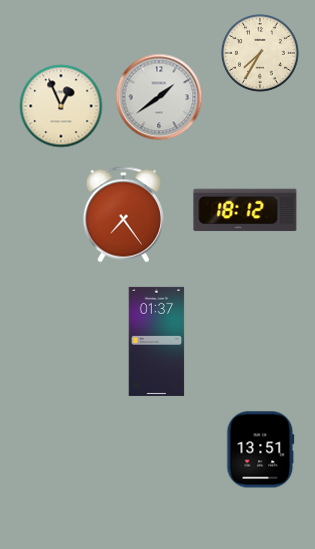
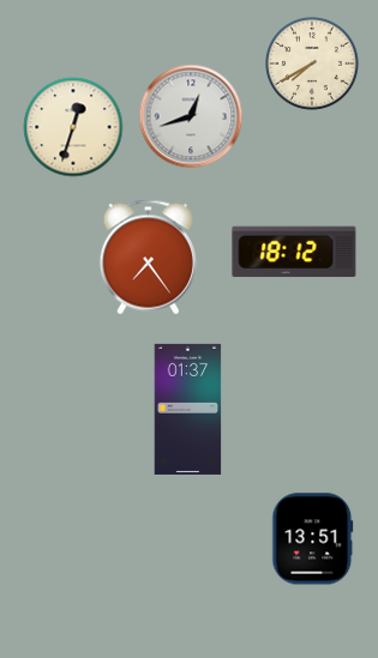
clock at (261, 54): 7:35 -> 7:40
clock at (159, 97): 1:39 -> 12:42
clock at (61, 106): 12:56 -> 12:33
